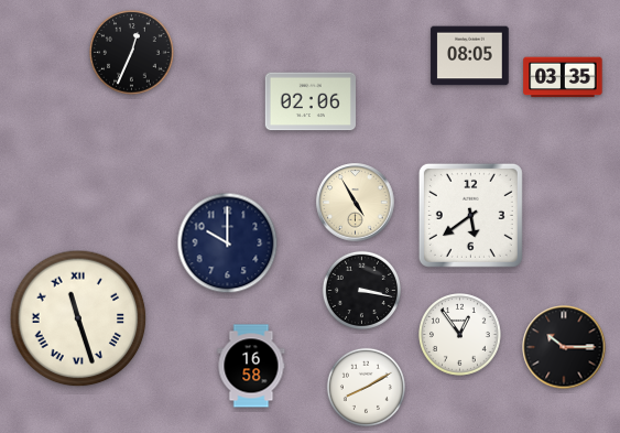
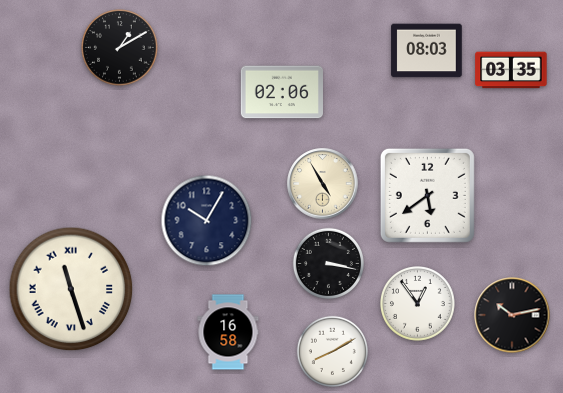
clock at (132, 53): 12:34 -> 1:10
clock at (470, 56): 08:05 -> 08:03
clock at (228, 243): 10:00 -> 10:05
clock at (564, 347): 10:15 -> 10:13
